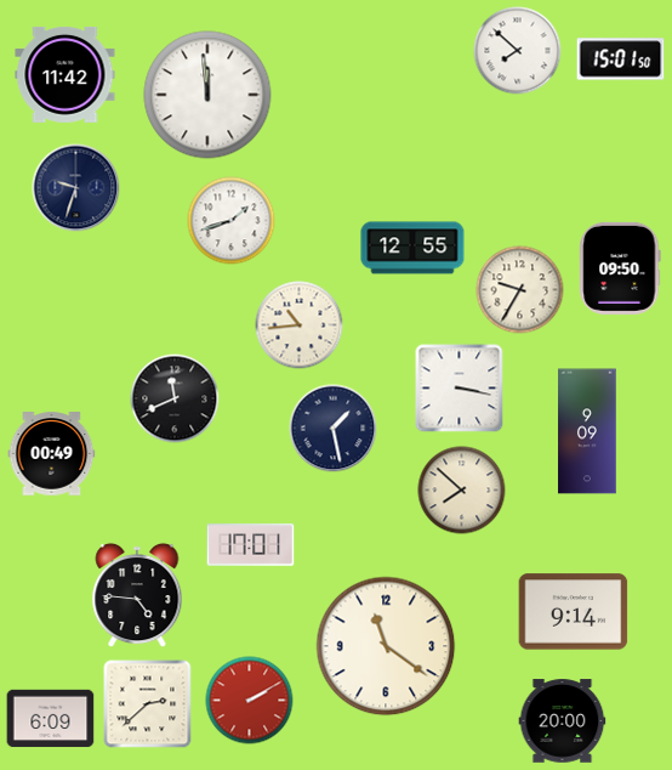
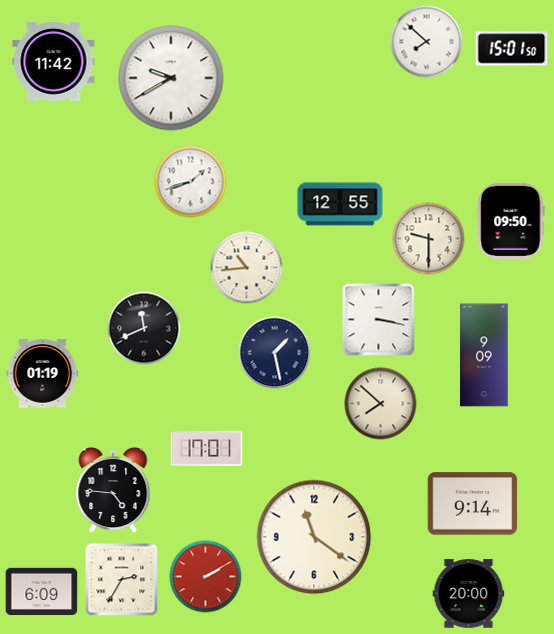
clock at (207, 95): 11:59 -> 9:40
clock at (76, 188): 9:33 -> none
clock at (520, 290): 9:35 -> 9:30
clock at (52, 454): 00:49 -> 01:19
clock at (386, 646) position: (386, 646) -> (314, 537)
clock at (148, 704): 2:38 -> 2:35
clock at (563, 721) position: (563, 721) -> (469, 594)
